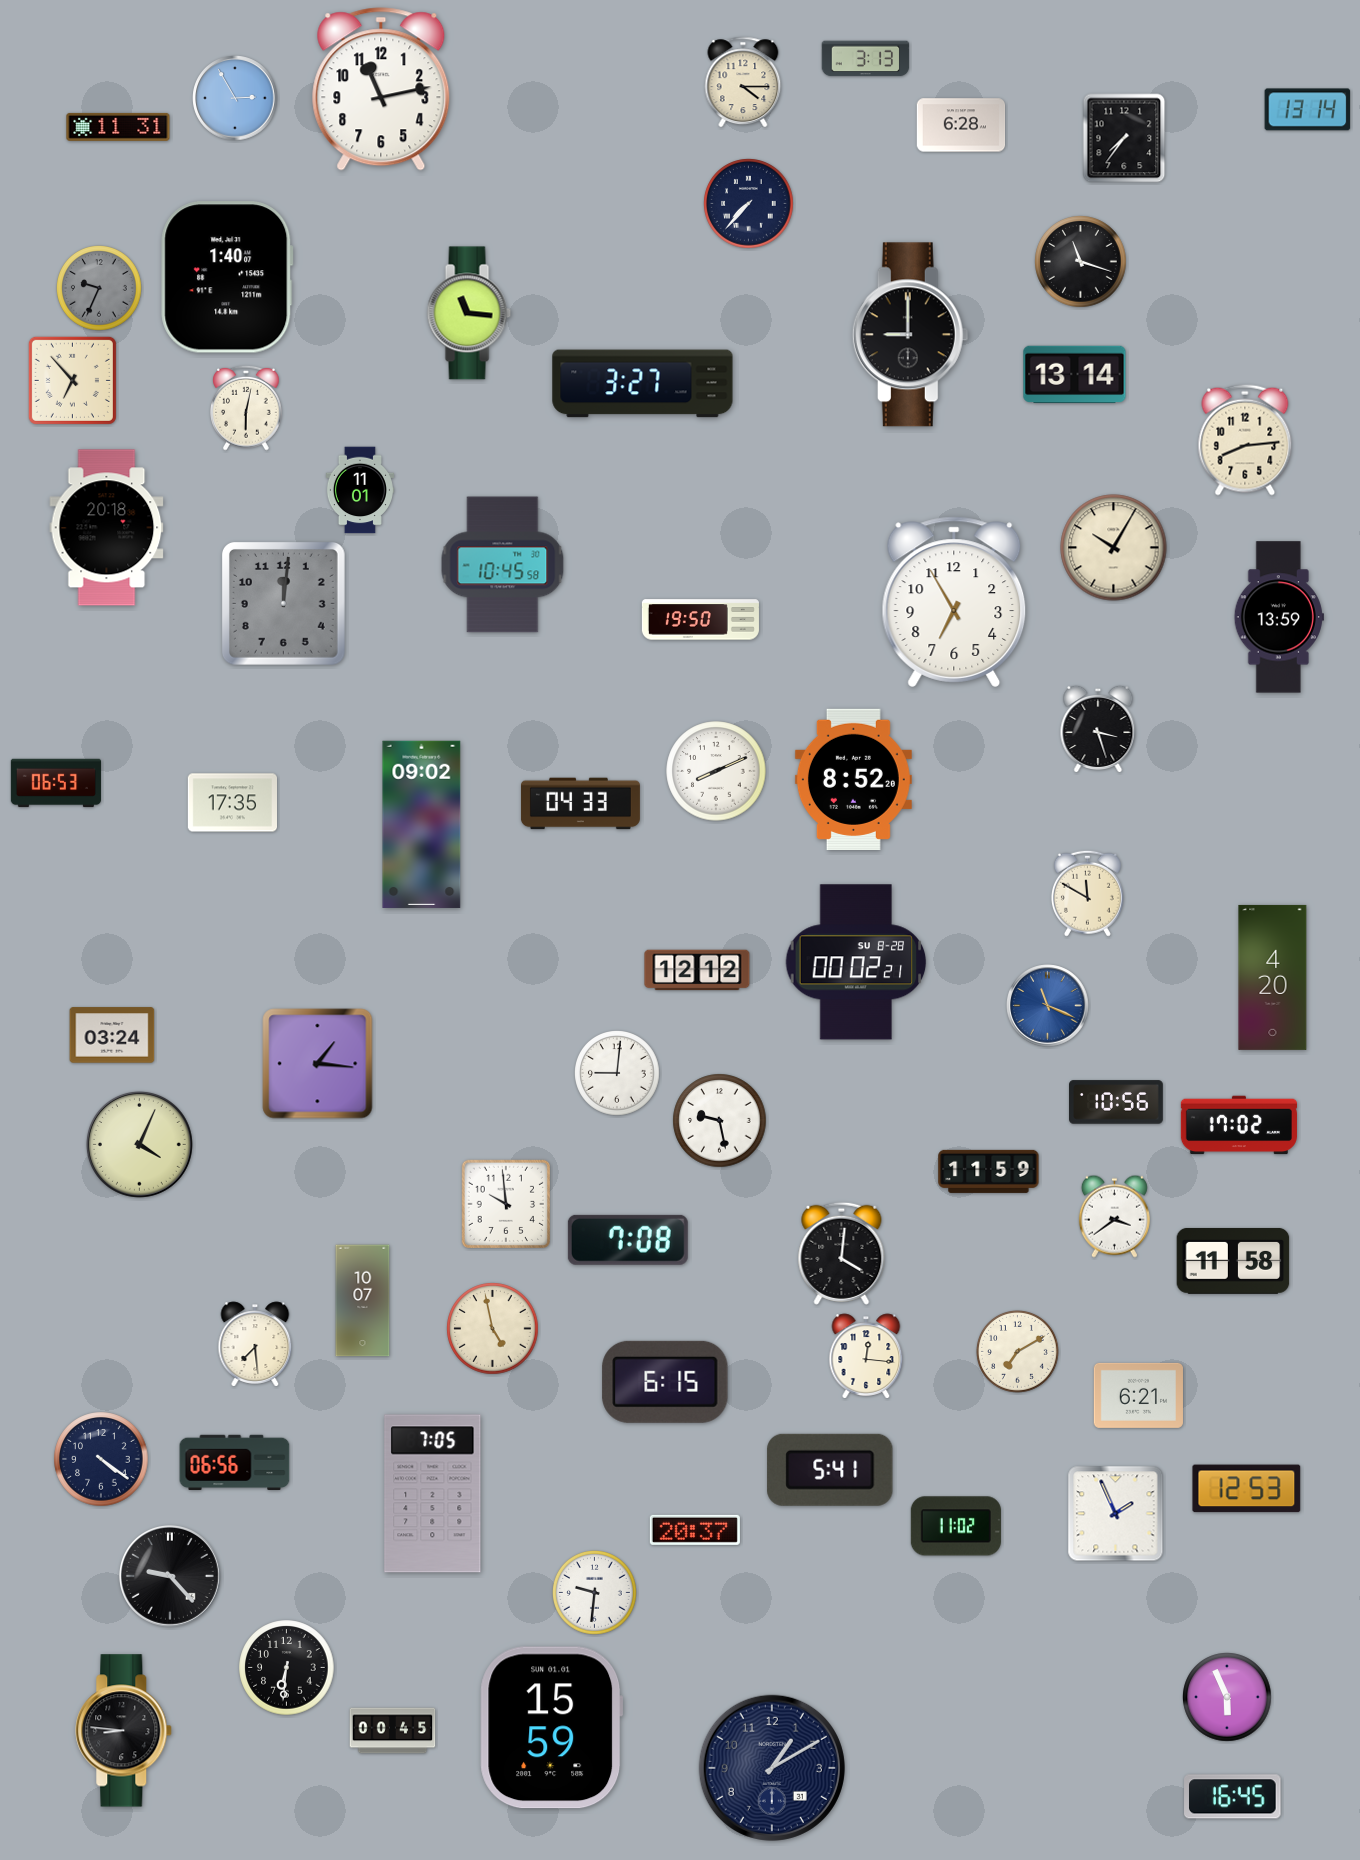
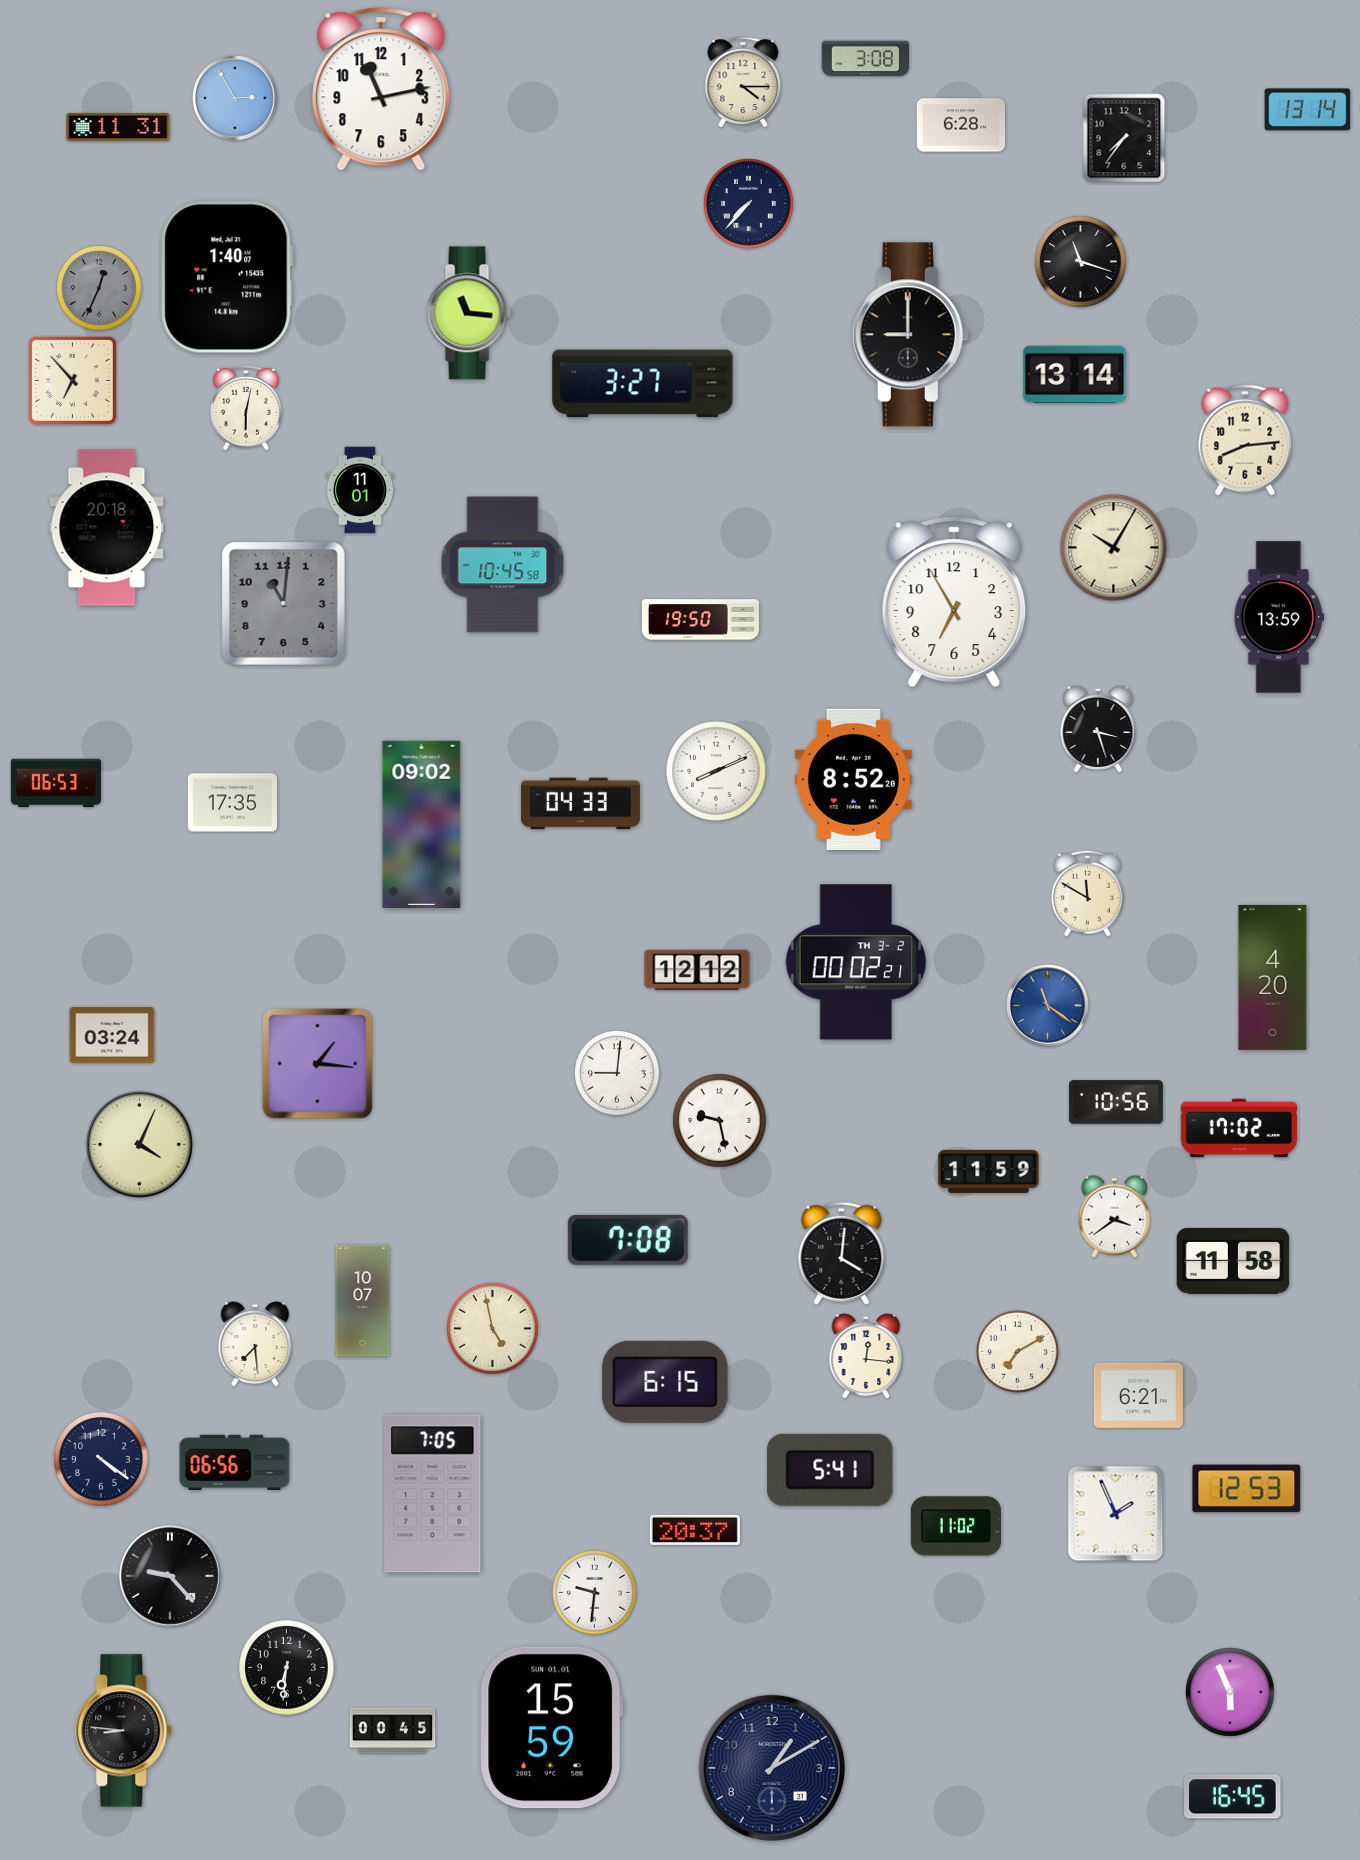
clock at (866, 59): 3:13 -> 3:08
clock at (100, 289): 9:34 -> 12:34
clock at (283, 603): 12:01 -> 11:01
clock at (856, 962) date: SU 8-28 -> TH 3-2
clock at (1048, 1006): 11:19 -> 11:21
clock at (1239, 1125) position: (1239, 1125) -> (1239, 1128)
clock at (505, 1203): 9:59 -> none
clock at (1227, 1697) position: (1227, 1697) -> (1230, 1692)
